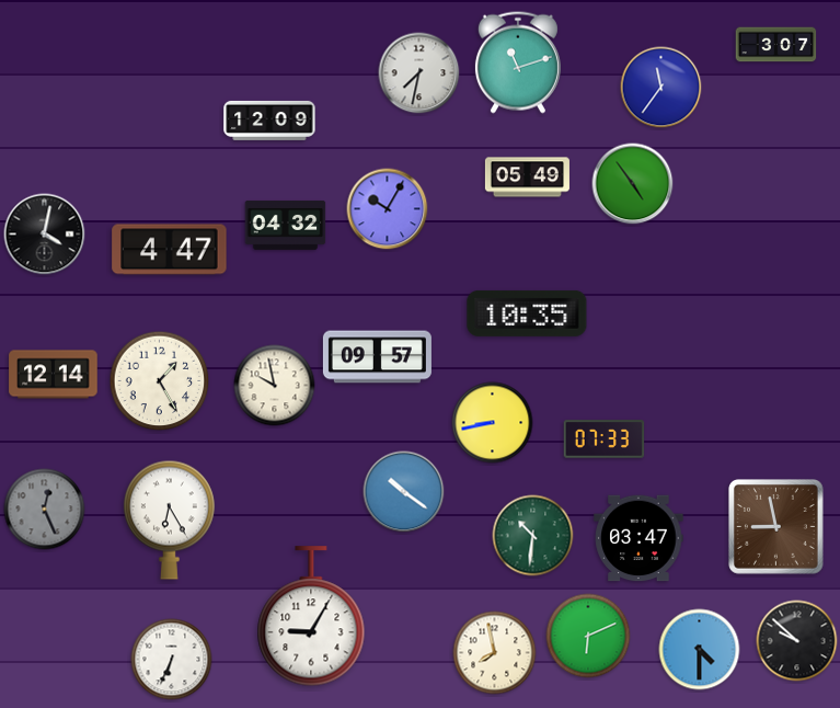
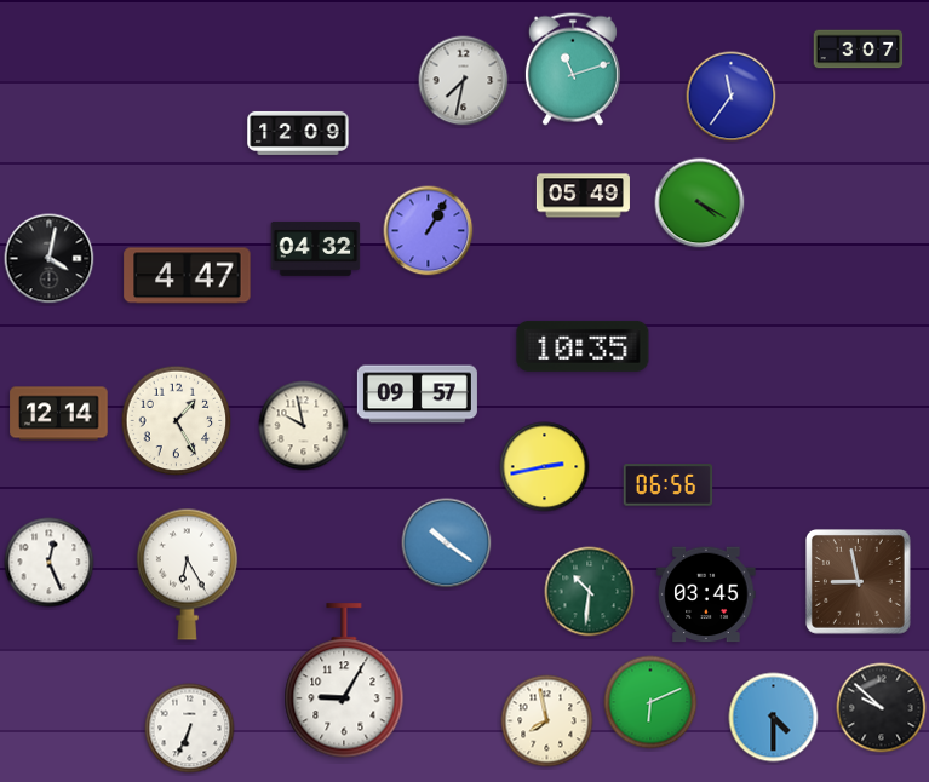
clock at (633, 184): 4:54 -> 4:20
clock at (388, 209): 10:05 -> 1:05
clock at (493, 423): 8:43 -> 2:43
clock at (605, 439): 07:33 -> 06:56
clock at (45, 510) dial: grey -> white
clock at (638, 538): 03:47 -> 03:45
